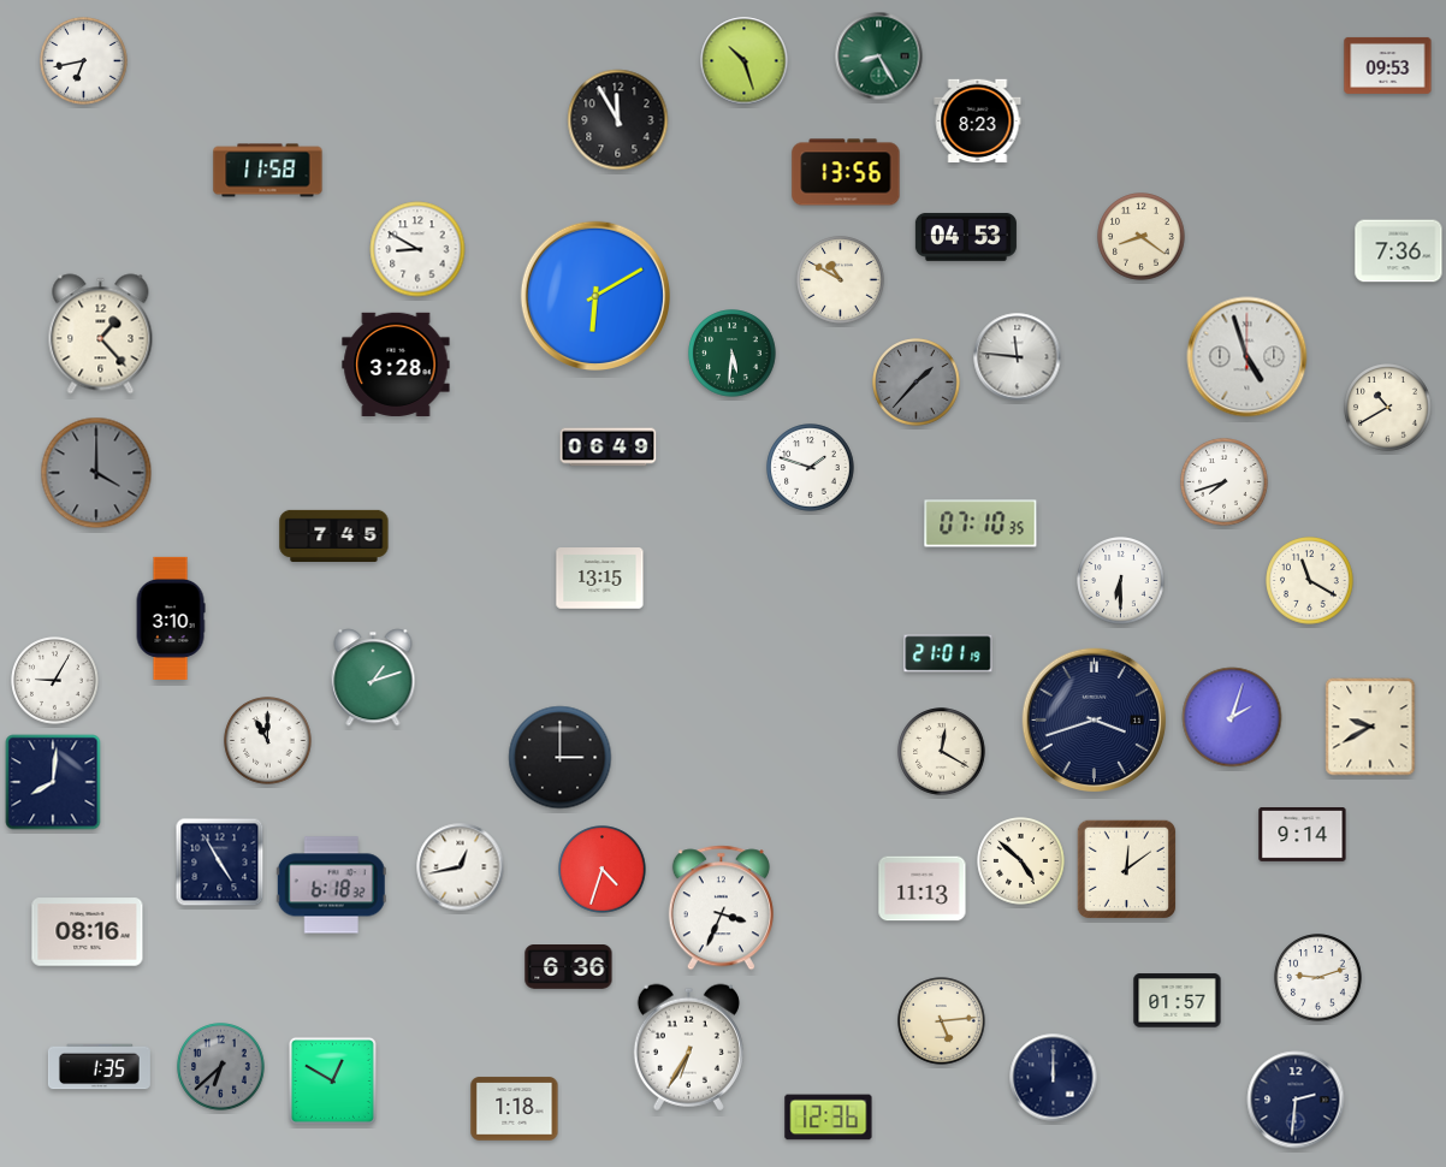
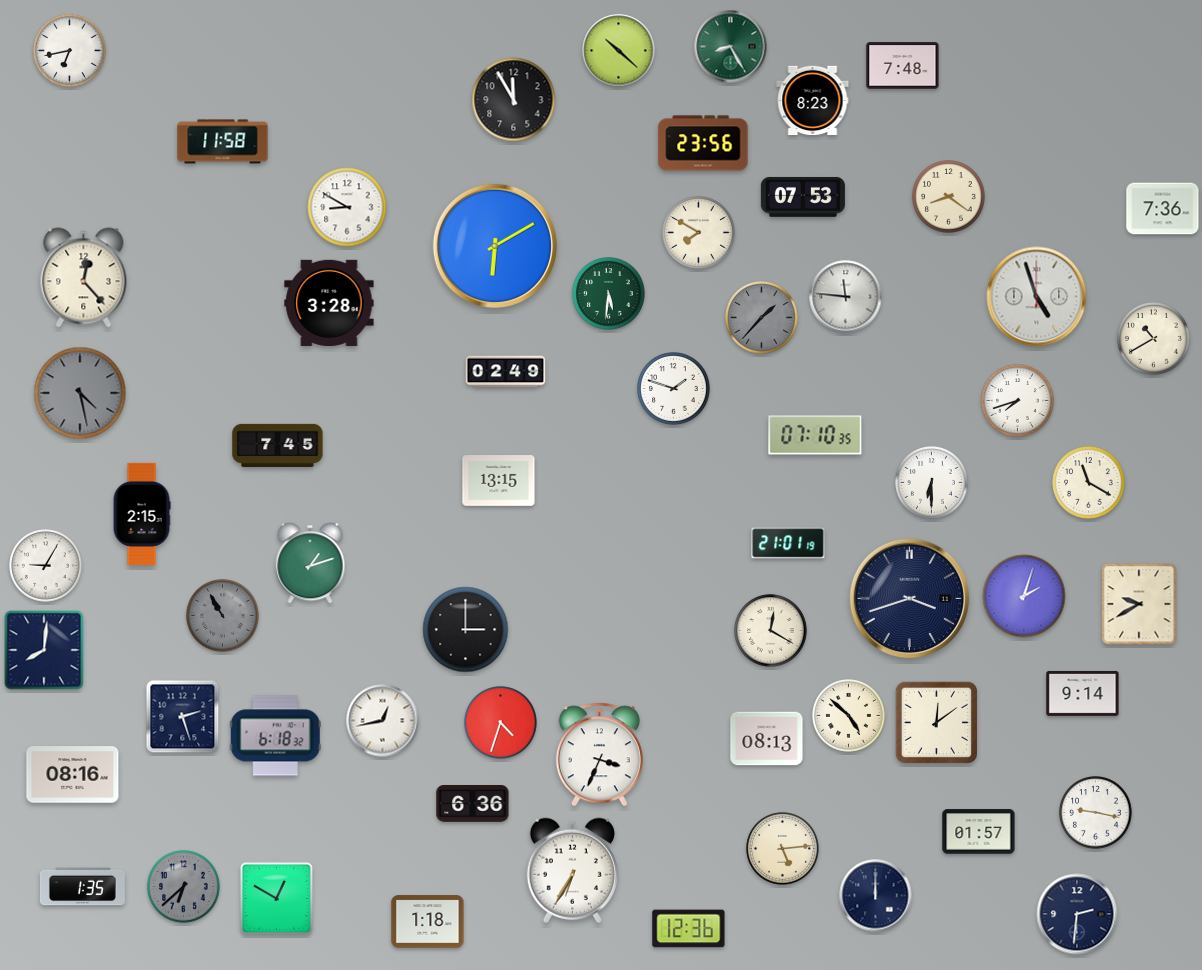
clock at (745, 61): 10:27 -> 10:22
clock at (1388, 65): 09:53 -> none
clock at (903, 66): none -> 7:48
clock at (846, 172): 13:56 -> 23:56
clock at (966, 237): 04:53 -> 07:53
clock at (841, 280): 10:50 -> 7:50
clock at (101, 334): 1:23 -> 12:23
clock at (609, 448): 06:49 -> 02:49
clock at (96, 473): 4:00 -> 4:28
clock at (171, 618): 3:10 -> 2:15
clock at (268, 741): 11:00 -> 10:55
clock at (268, 741) dial: white -> grey
clock at (942, 752) position: (942, 752) -> (771, 631)
clock at (220, 863): 4:55 -> 2:27
clock at (923, 889): 11:13 -> 08:13
clock at (1318, 978): 9:12 -> 9:17
